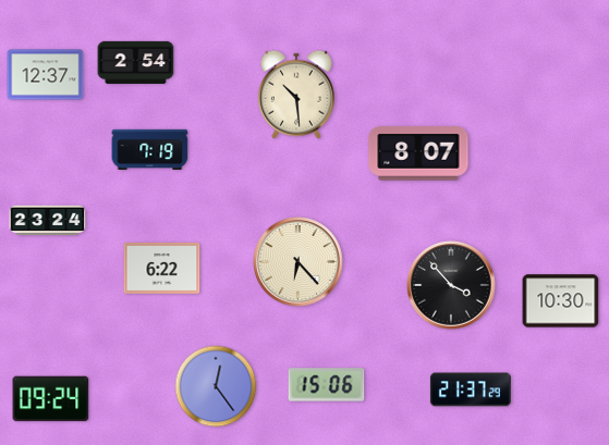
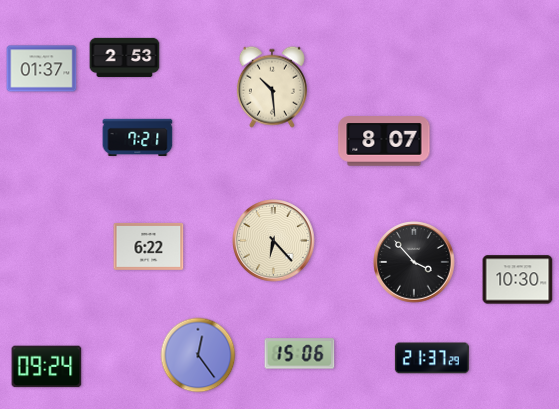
clock at (136, 62): 2:54 -> 2:53
clock at (46, 75): 12:37 -> 01:37
clock at (150, 149): 7:19 -> 7:21
clock at (48, 221): 23:24 -> none
clock at (561, 301) position: (561, 301) -> (518, 280)
